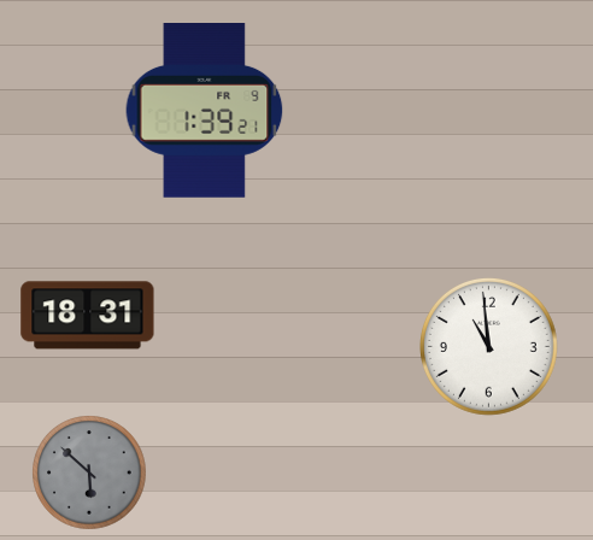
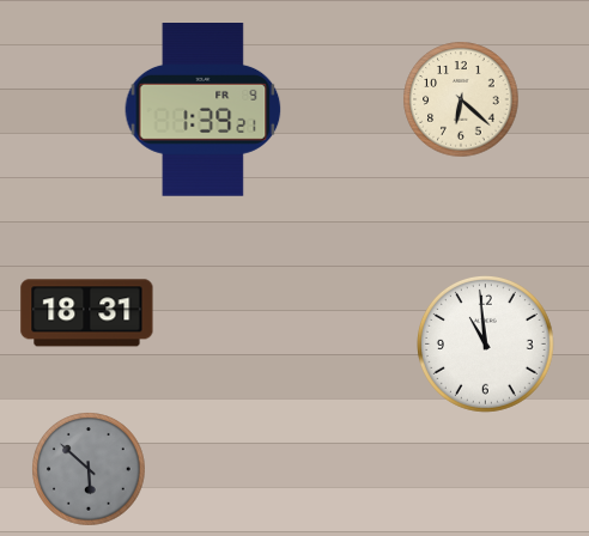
clock at (461, 99): none -> 6:22
